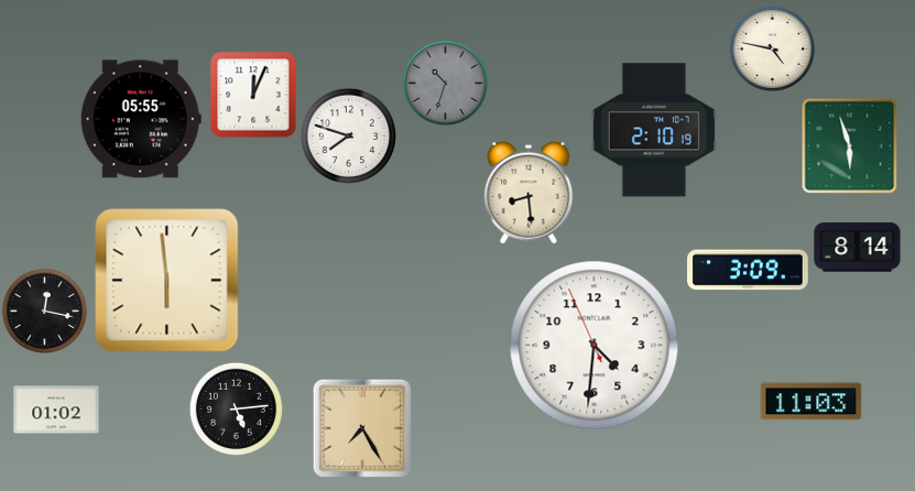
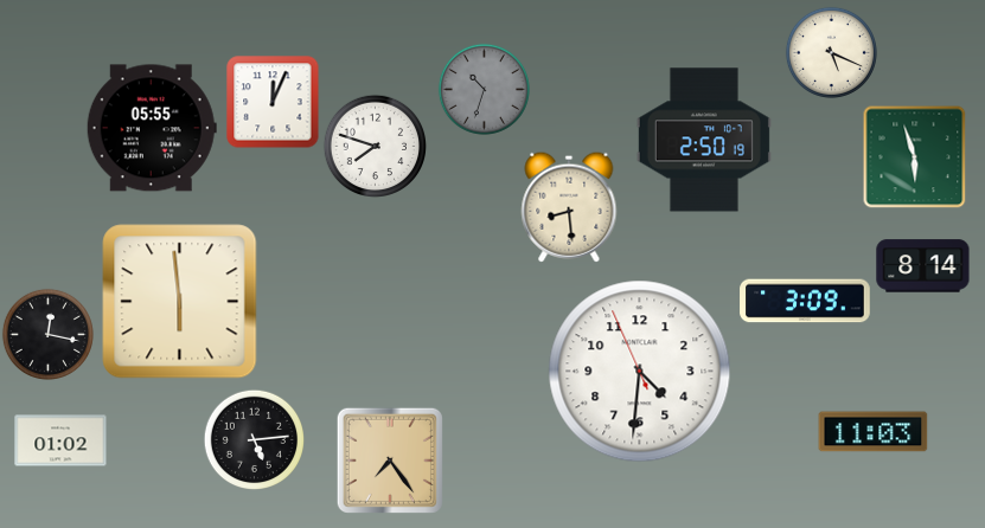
clock at (772, 48): 4:47 -> 5:19
clock at (445, 83) position: (445, 83) -> (484, 89)
clock at (654, 130): 2:10 -> 2:50
clock at (748, 270) position: (748, 270) -> (805, 301)
clock at (362, 428): 7:25 -> 7:24
